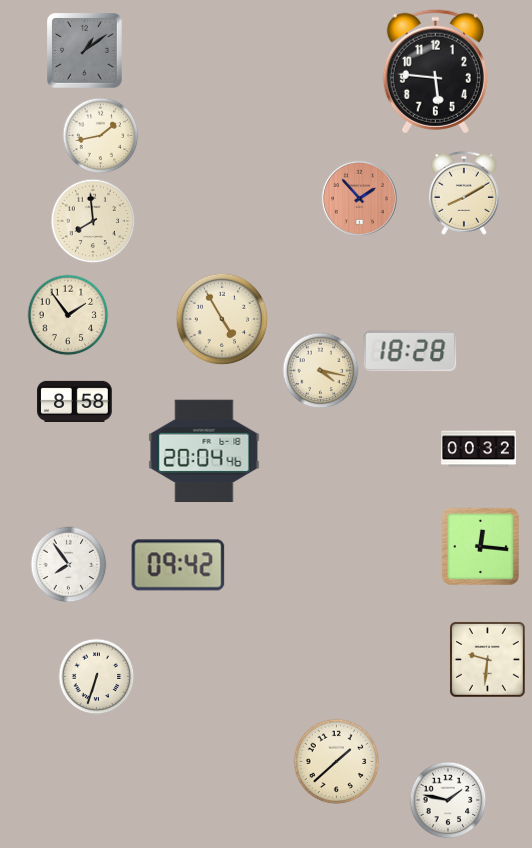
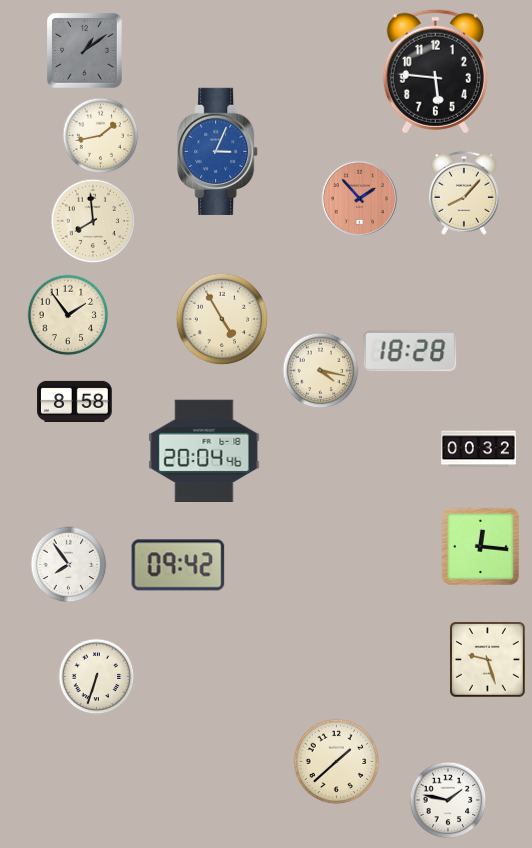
clock at (218, 151): none -> 3:04
clock at (464, 193): 8:10 -> 8:07
clock at (487, 659): 9:31 -> 9:27
